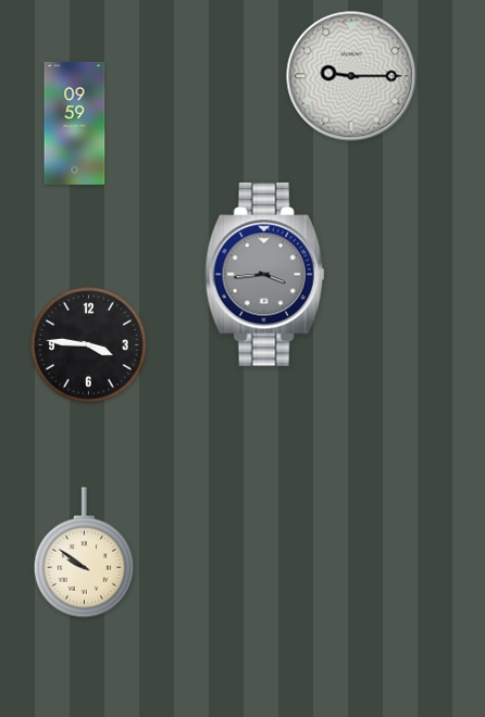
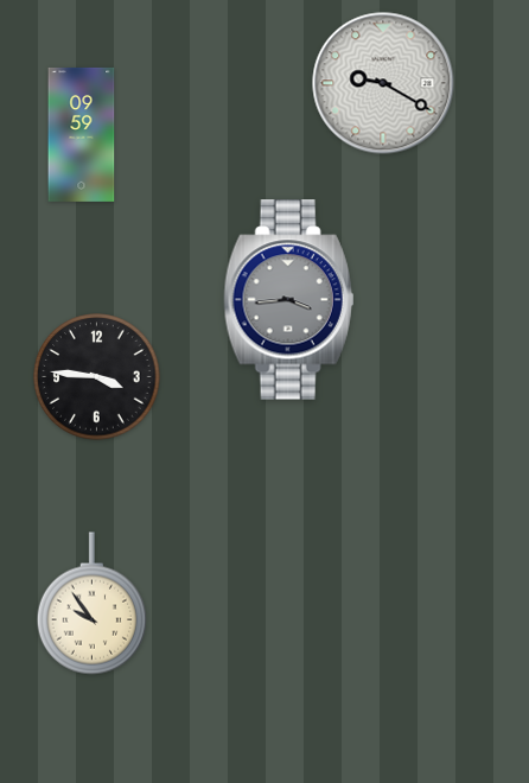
clock at (351, 76): 9:15 -> 9:20
clock at (84, 553): 9:51 -> 9:54
